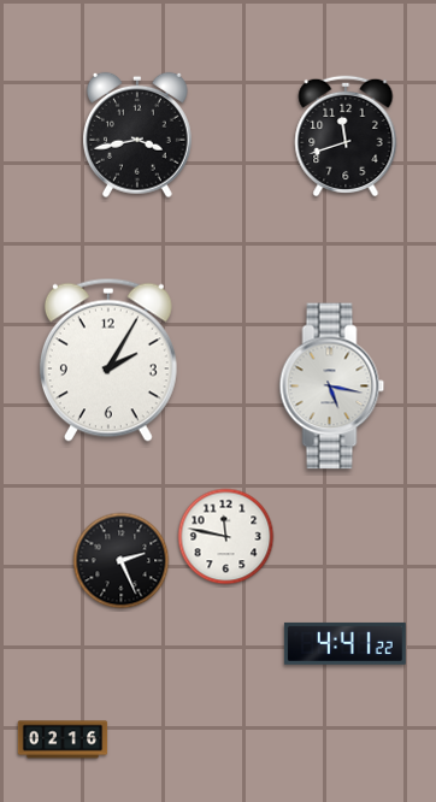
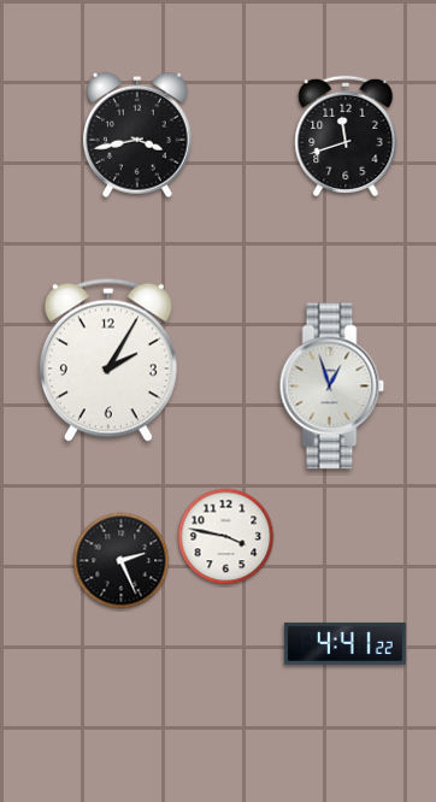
clock at (332, 387): 5:17 -> 12:57
clock at (226, 537): 11:47 -> 3:47
clock at (63, 739): 02:16 -> none
